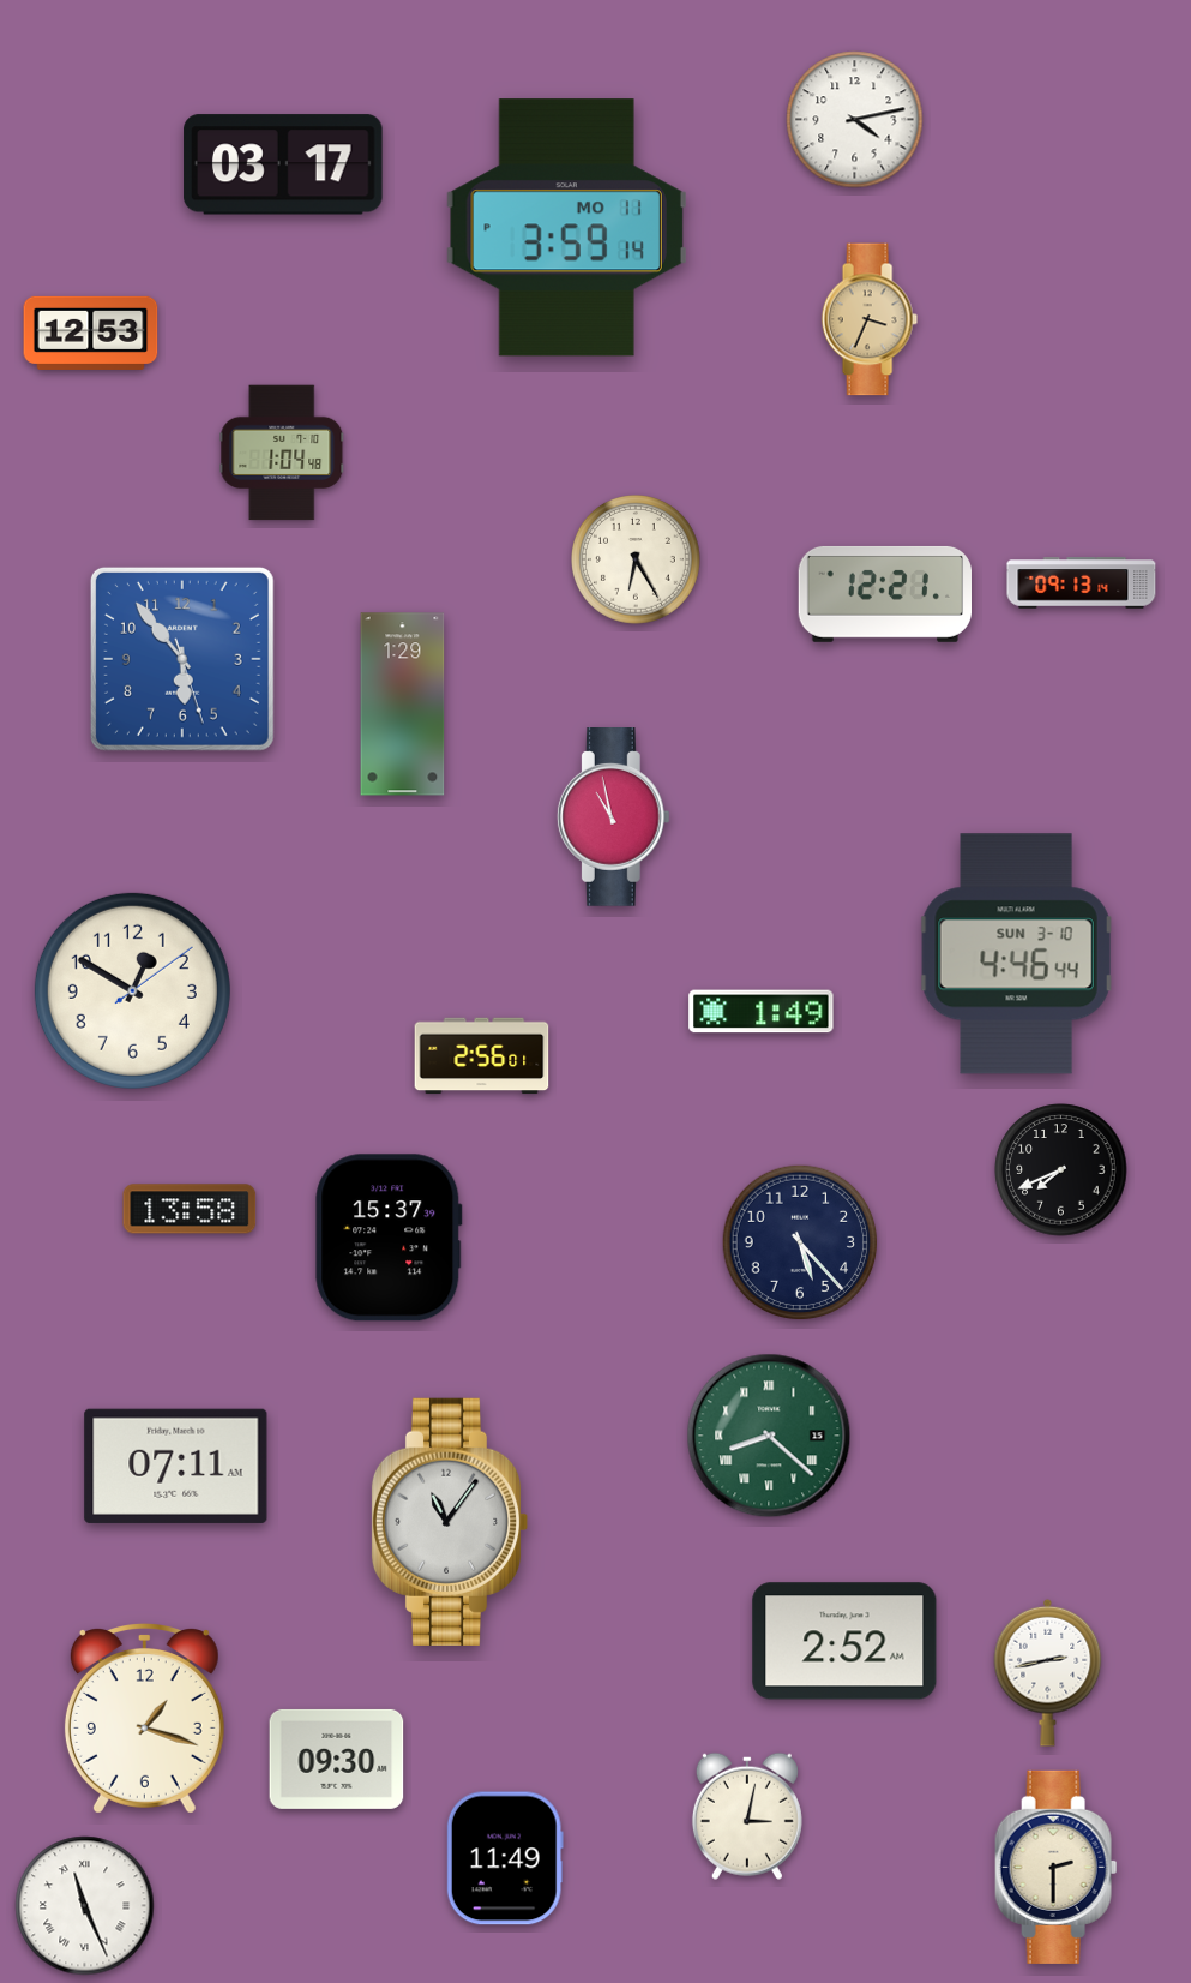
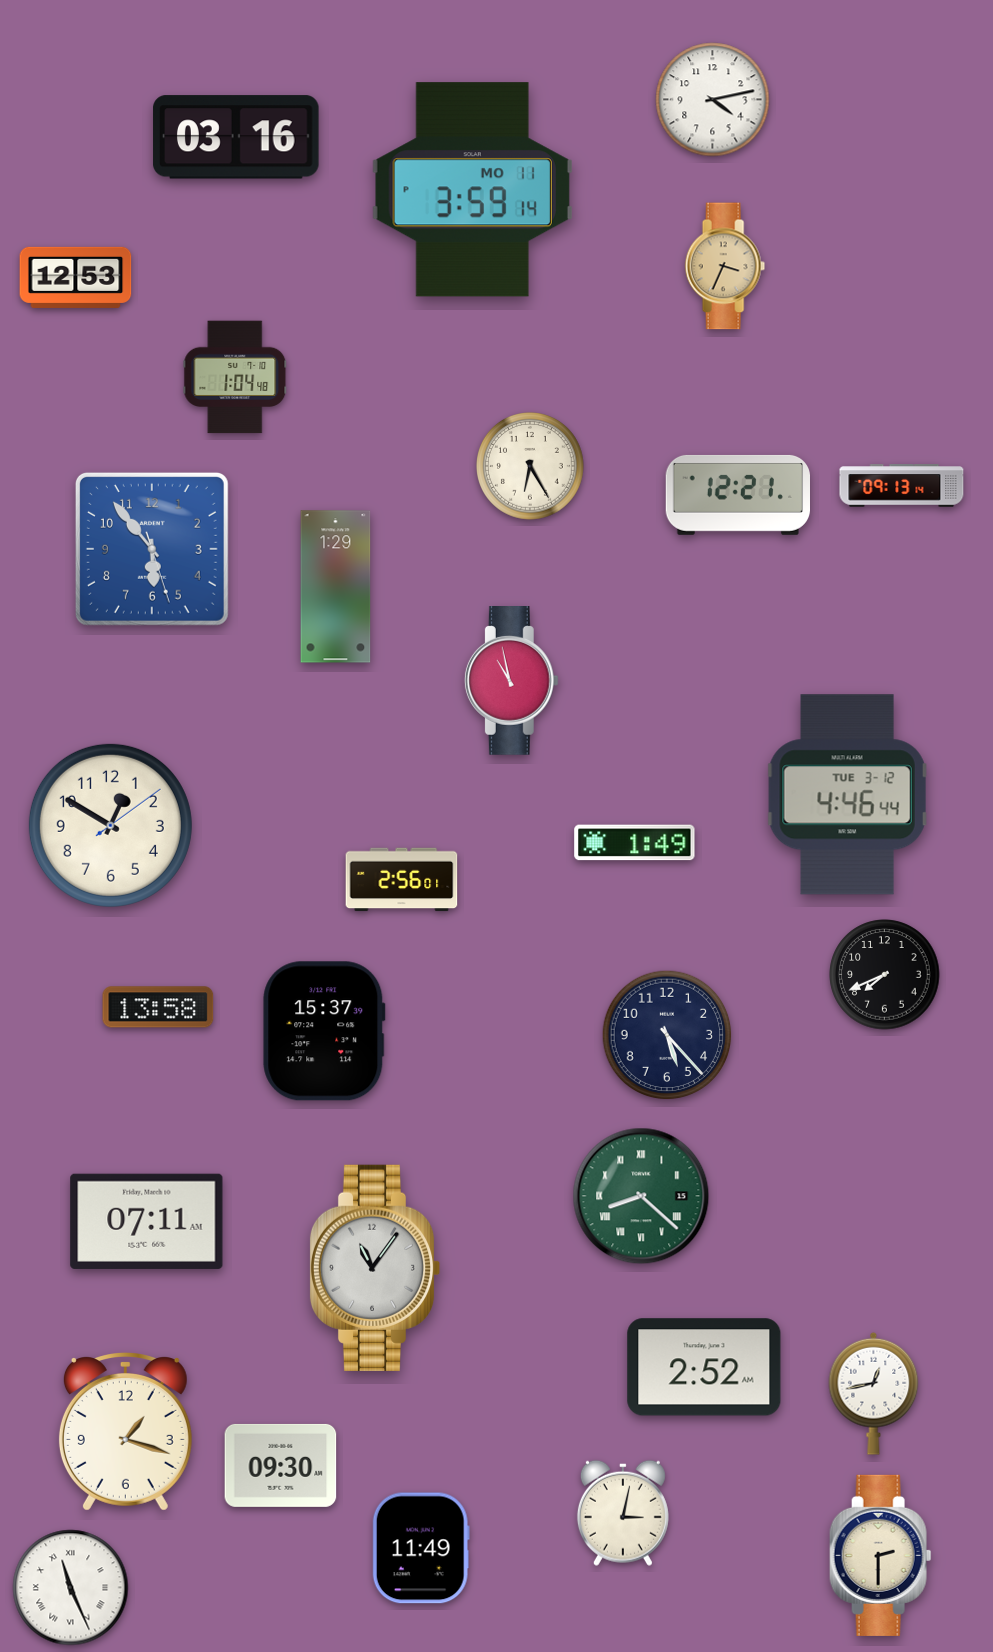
clock at (283, 164): 03:17 -> 03:16
clock at (1016, 954) date: SUN 3-10 -> TUE 3-12
clock at (1048, 1672): 2:43 -> 12:43
clock at (144, 1719) position: (144, 1719) -> (125, 1432)
